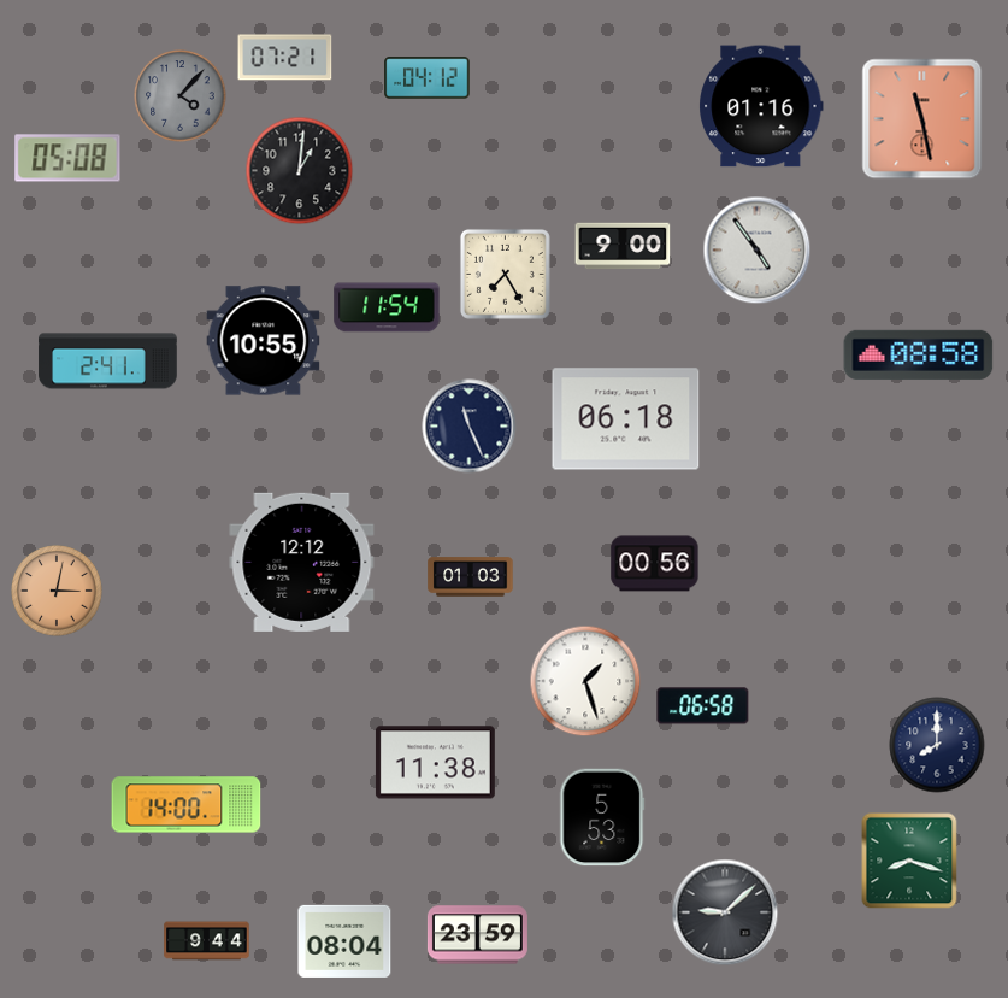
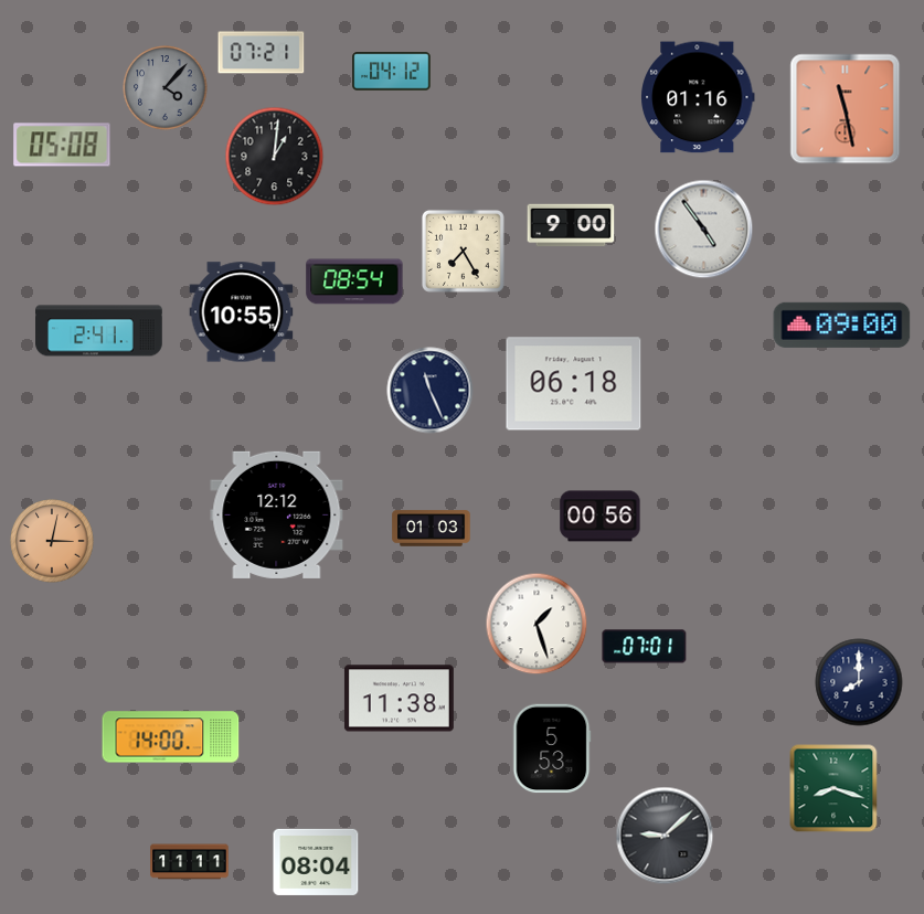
clock at (758, 251) position: (758, 251) -> (704, 230)
clock at (387, 307): 11:54 -> 08:54
clock at (919, 354): 08:58 -> 09:00
clock at (703, 706): 06:58 -> 07:01
clock at (477, 935): 23:59 -> none
clock at (207, 941): 9:44 -> 11:11
